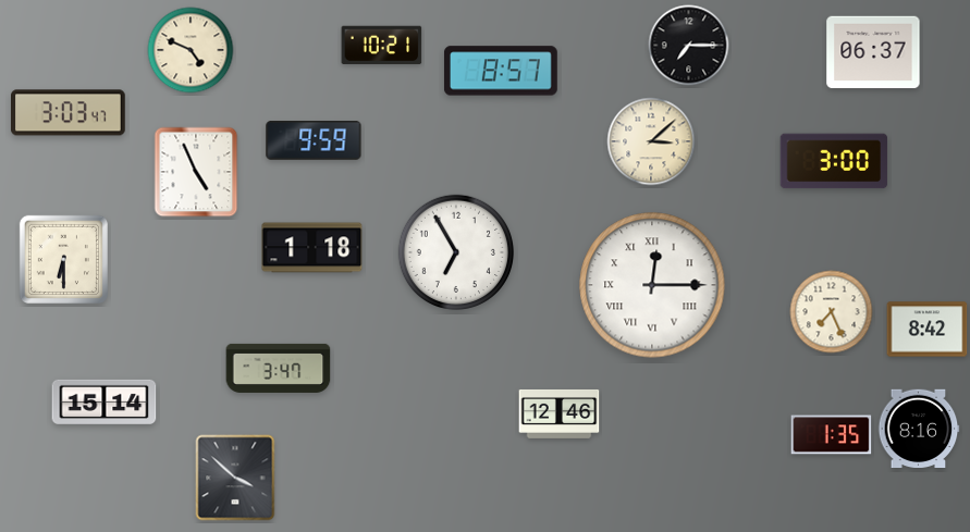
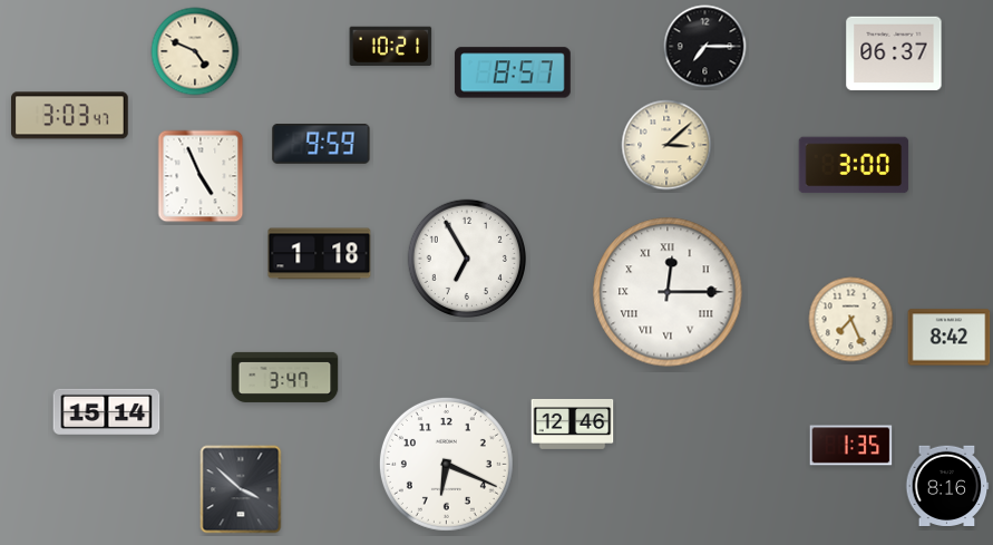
clock at (63, 259): 6:30 -> none
clock at (919, 428) position: (919, 428) -> (947, 485)
clock at (446, 464): none -> 6:19
